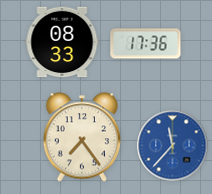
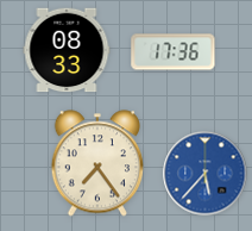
clock at (62, 42) position: (62, 42) -> (67, 50)
clock at (173, 146): 11:37 -> 5:37
